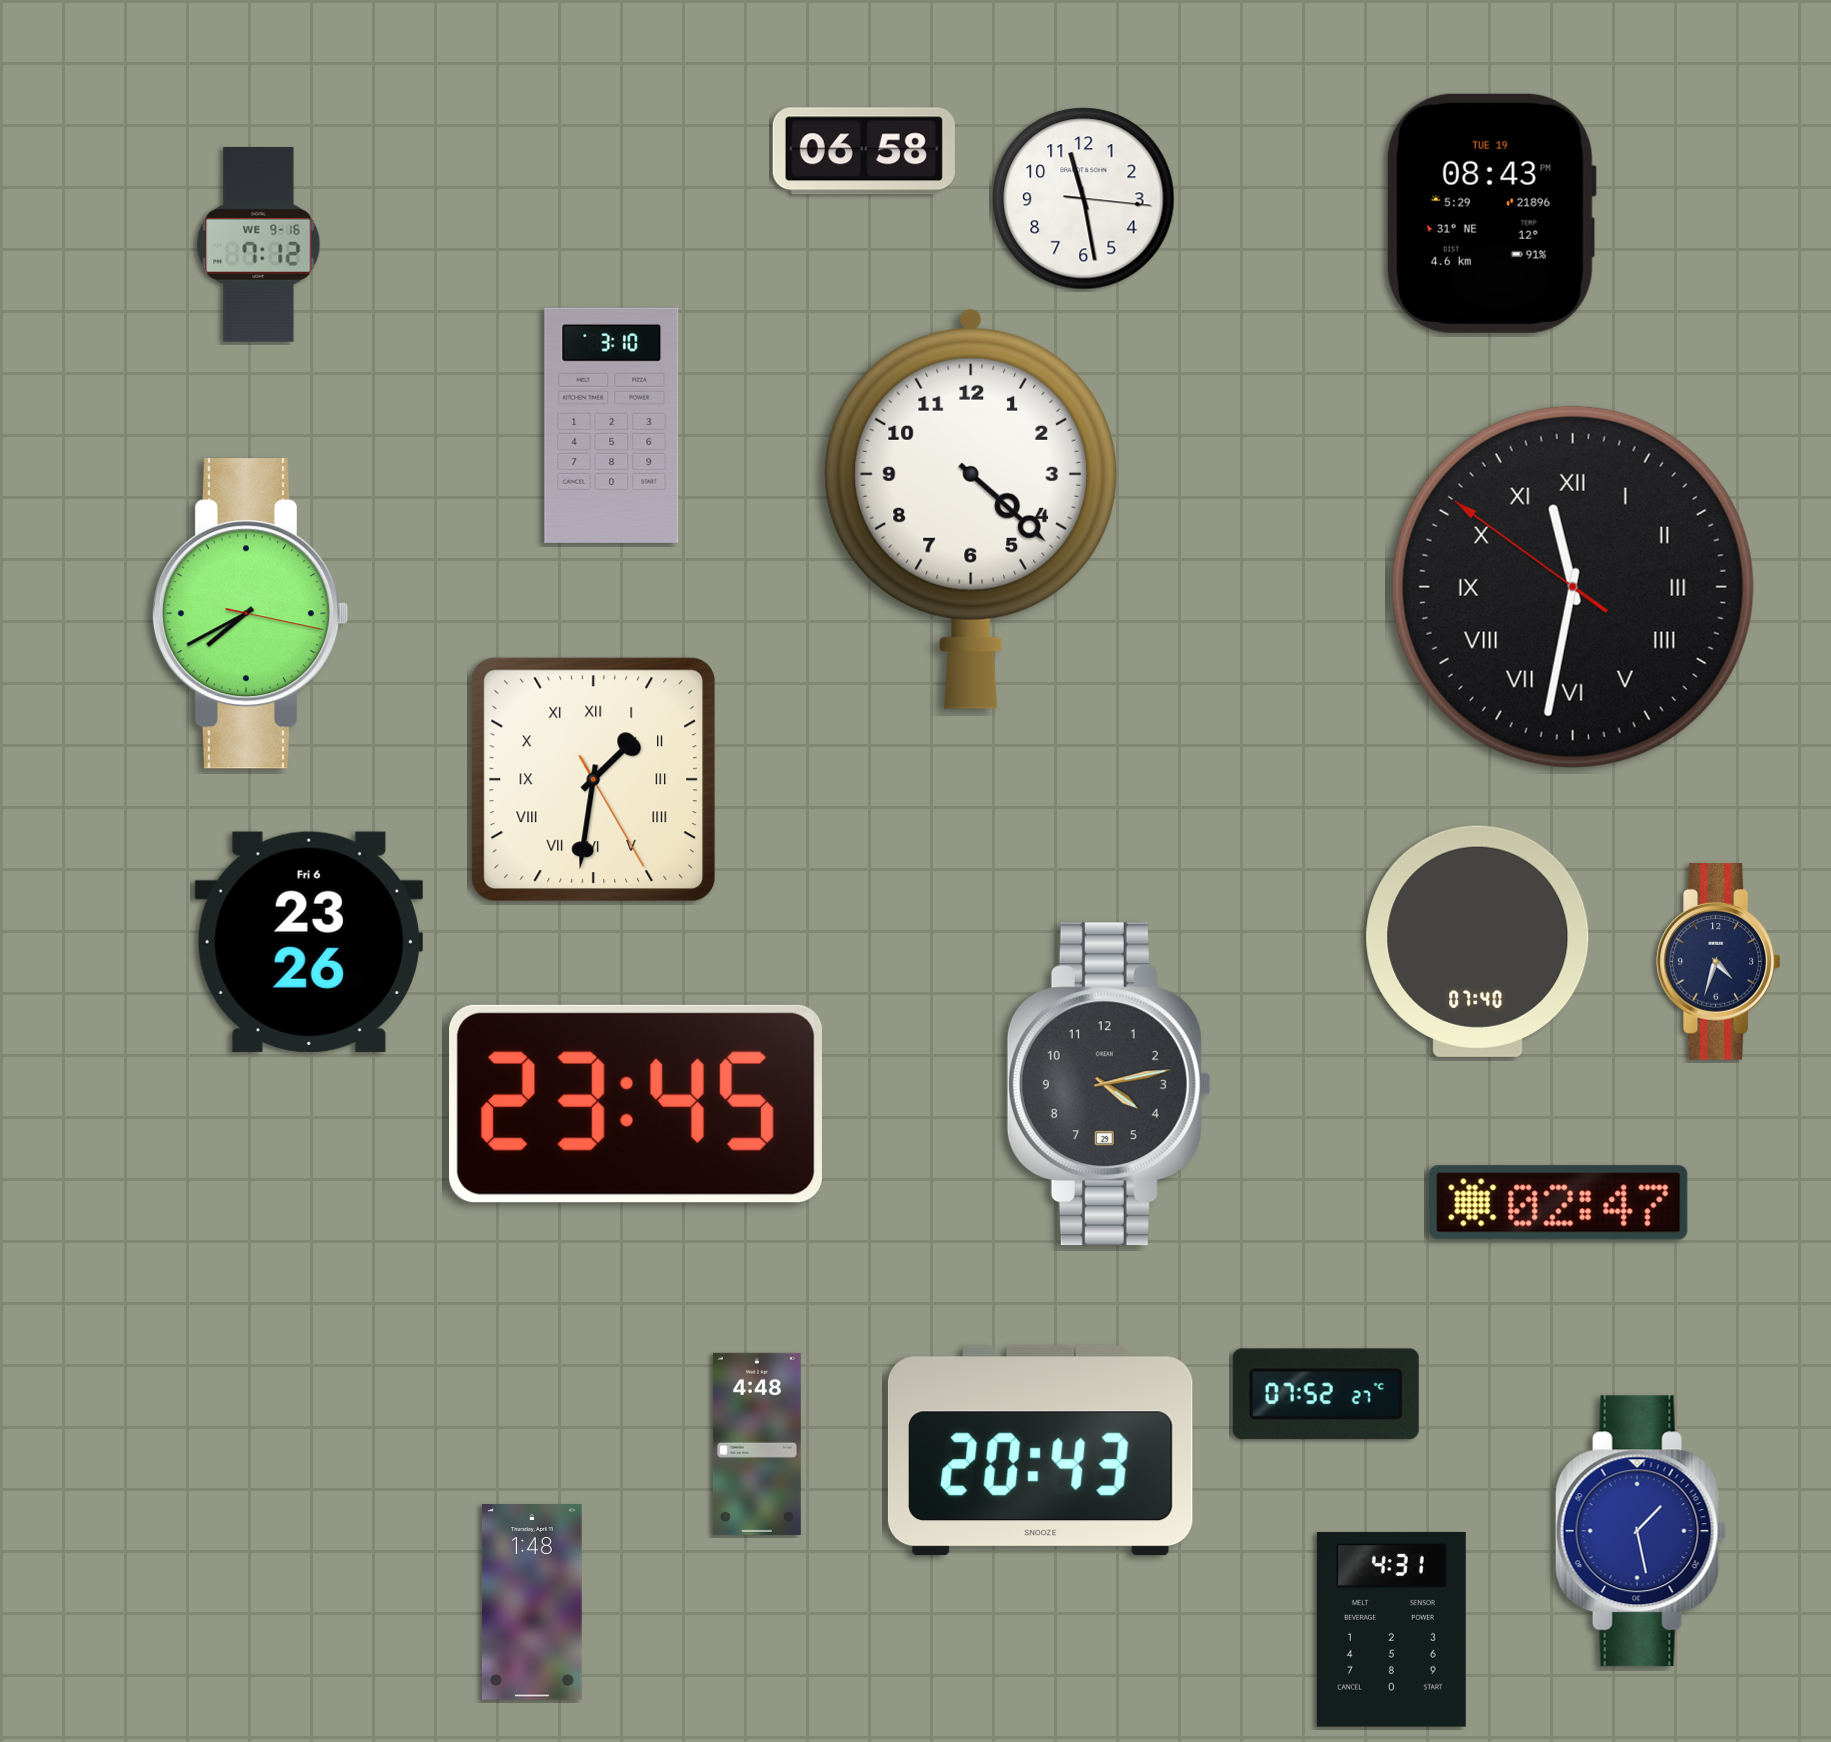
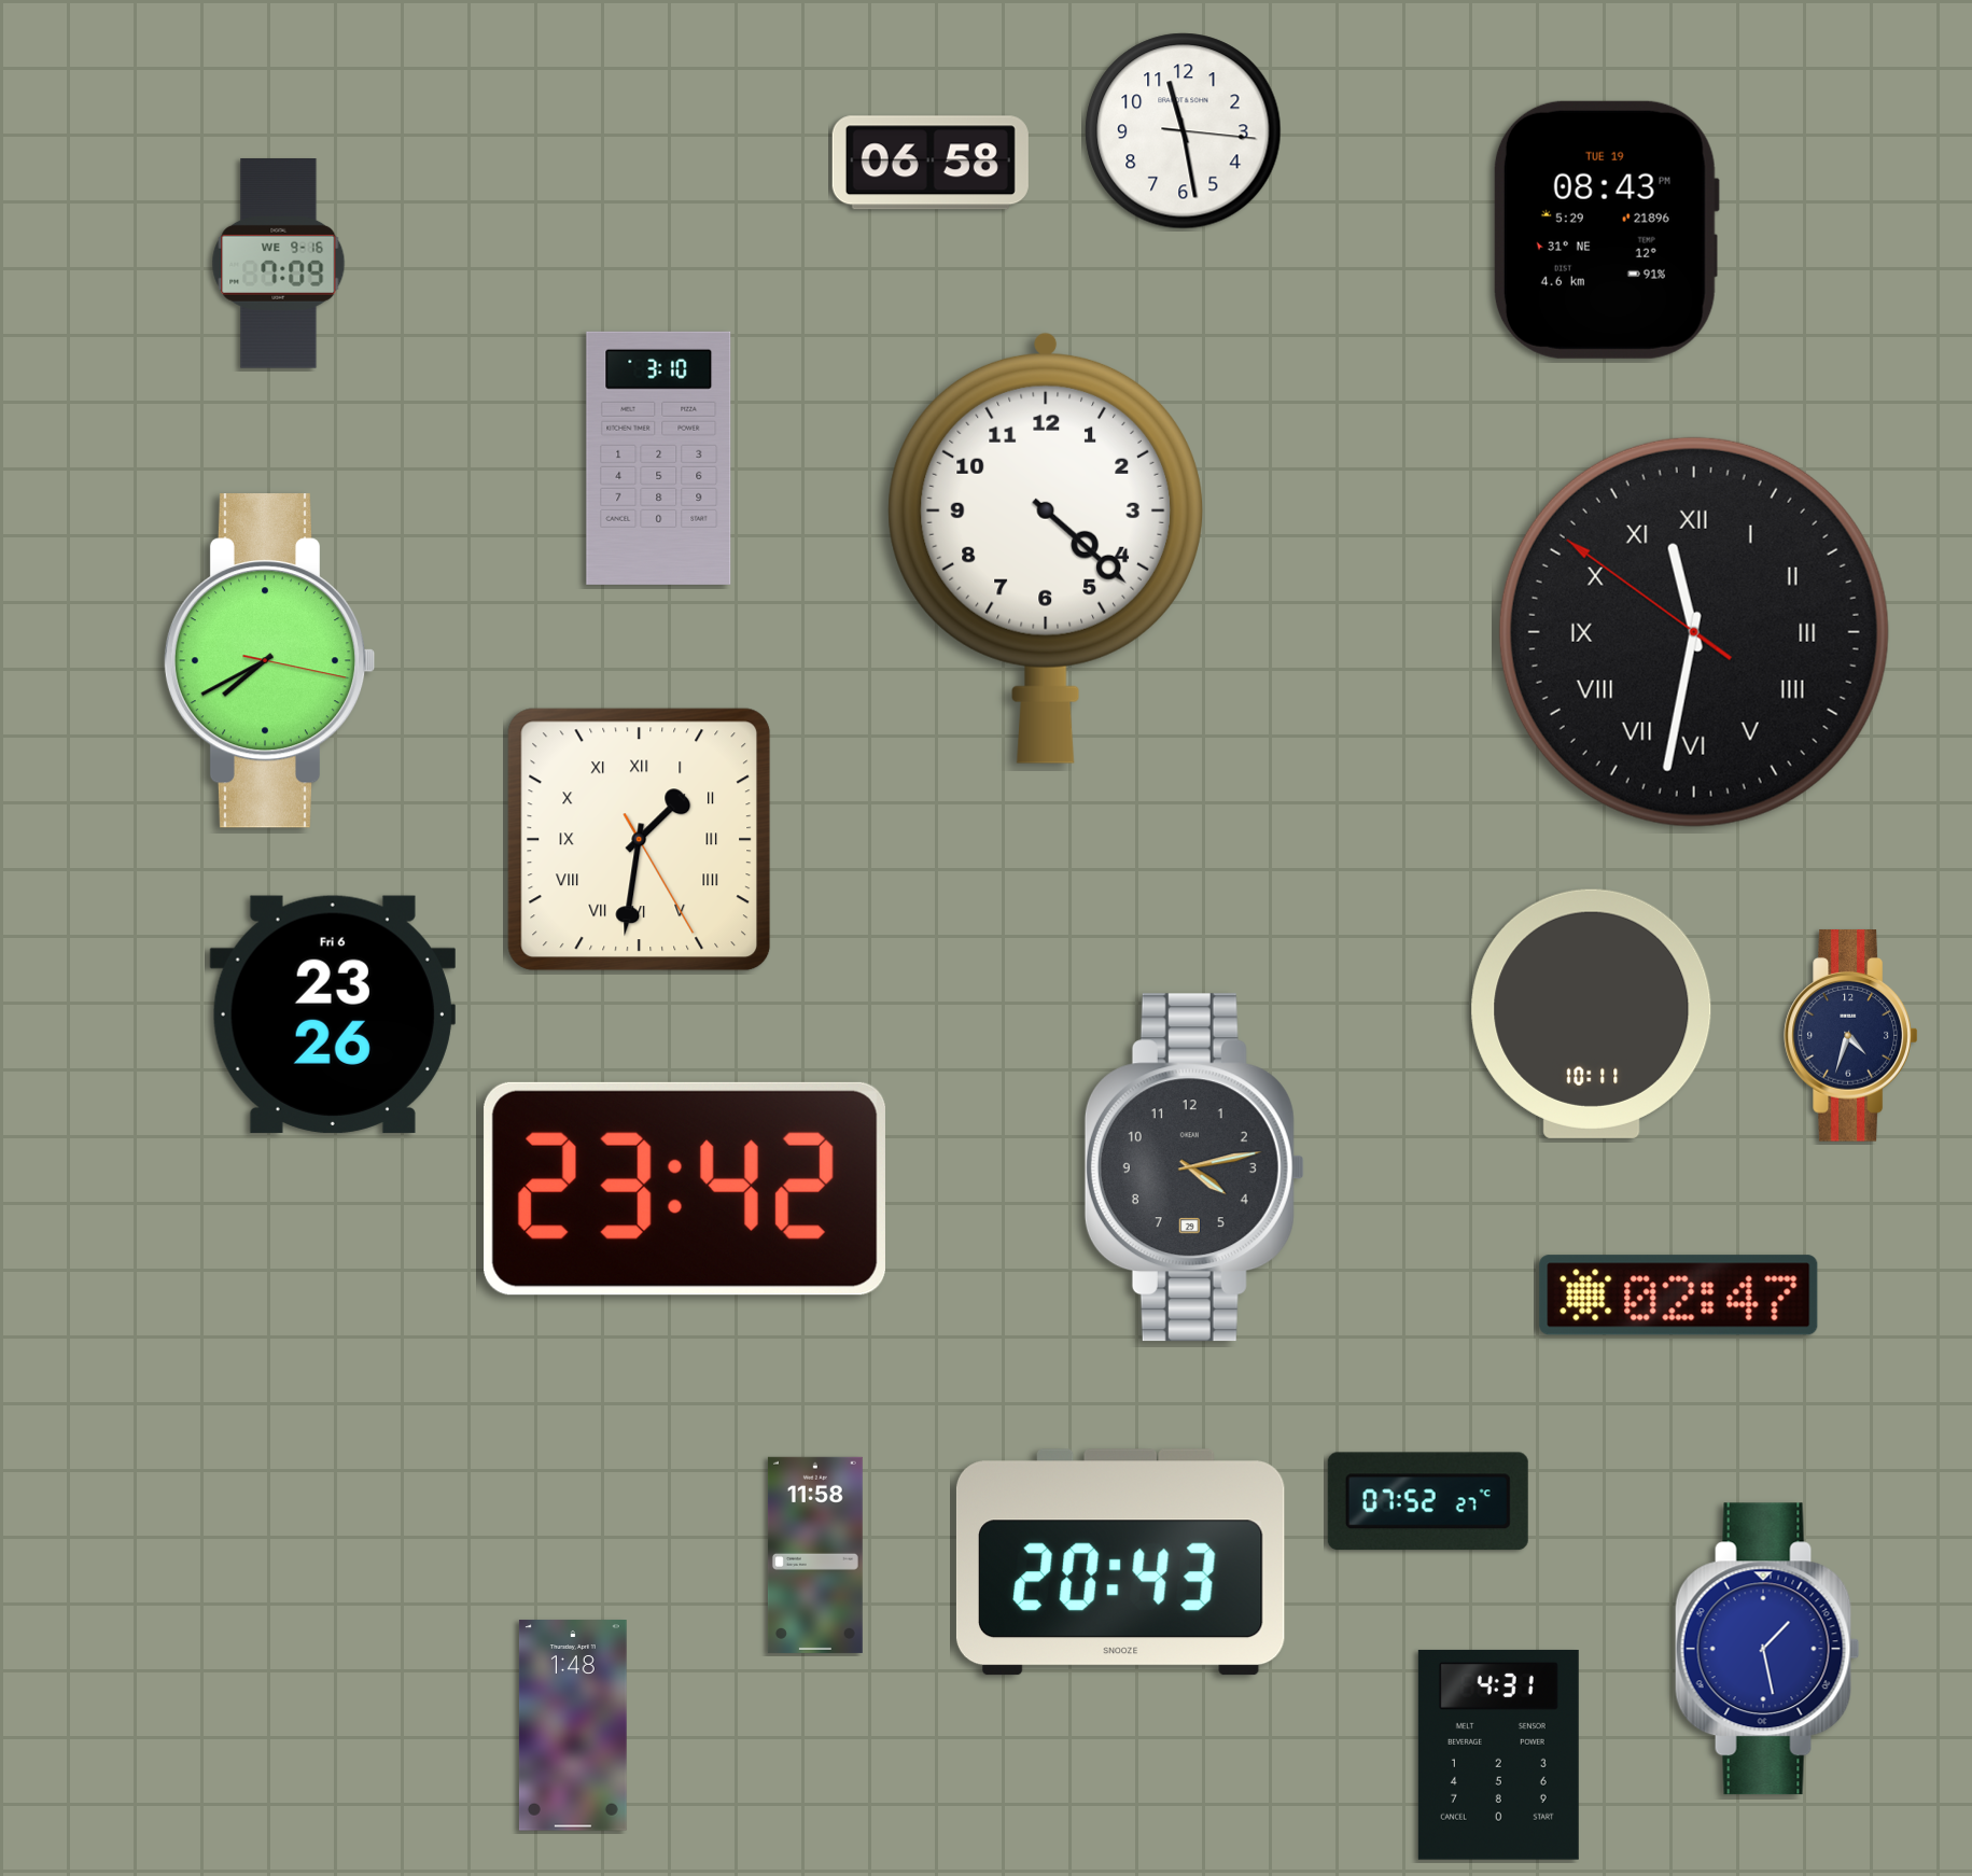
clock at (1084, 199) position: (1084, 199) -> (1184, 131)
clock at (259, 245): 7:12 -> 7:09
clock at (1478, 941): 07:40 -> 10:11
clock at (636, 1104): 23:45 -> 23:42
clock at (757, 1444): 4:48 -> 11:58
